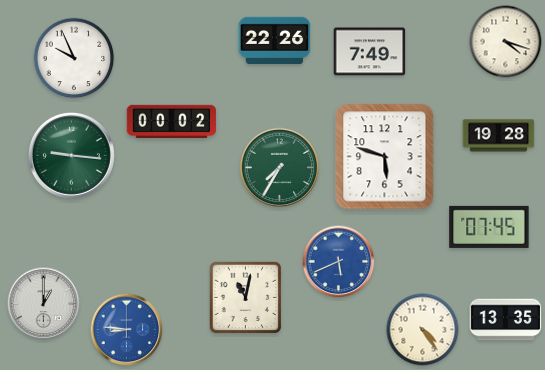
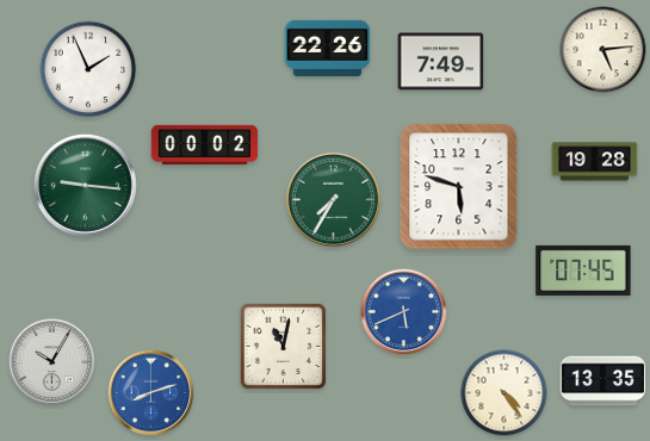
clock at (506, 42): 4:18 -> 5:14
clock at (74, 58): 9:56 -> 1:56
clock at (245, 297) position: (245, 297) -> (283, 346)
clock at (44, 304): 1:00 -> 10:05
clock at (127, 330): 8:46 -> 8:12
